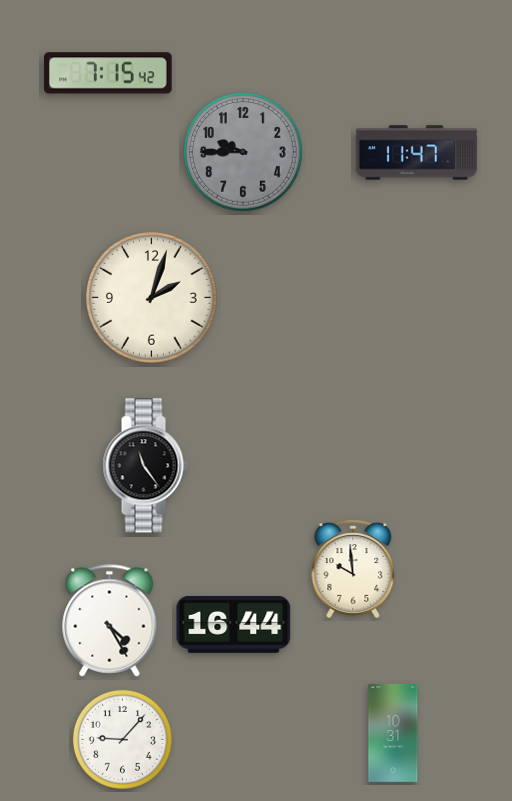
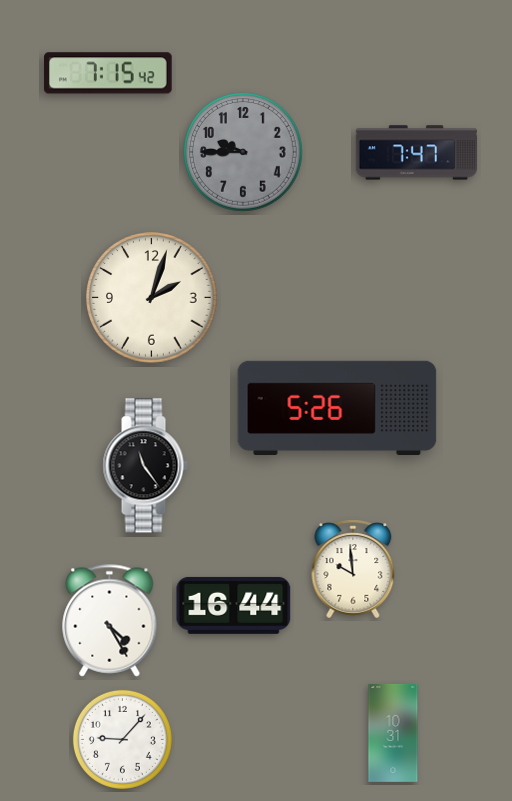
clock at (416, 153): 11:47 -> 7:47
clock at (337, 407): none -> 5:26
clock at (234, 624) position: (234, 624) -> (234, 605)
